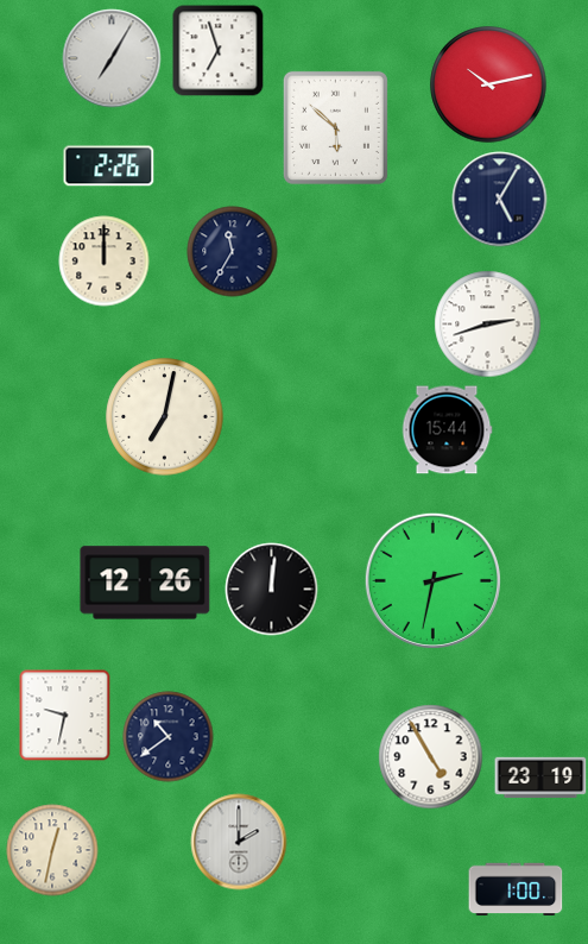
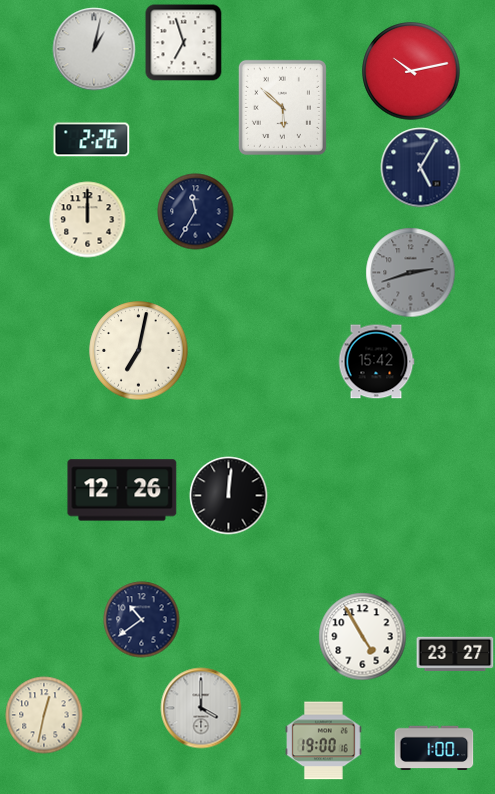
clock at (112, 58): 7:05 -> 1:02
clock at (488, 325) dial: white -> grey
clock at (447, 430): 15:44 -> 15:42
clock at (432, 580): 2:32 -> none
clock at (65, 716): 9:32 -> none
clock at (540, 776): 23:19 -> 23:27
clock at (239, 842): 2:00 -> 4:00
clock at (324, 741): none -> 19:00
